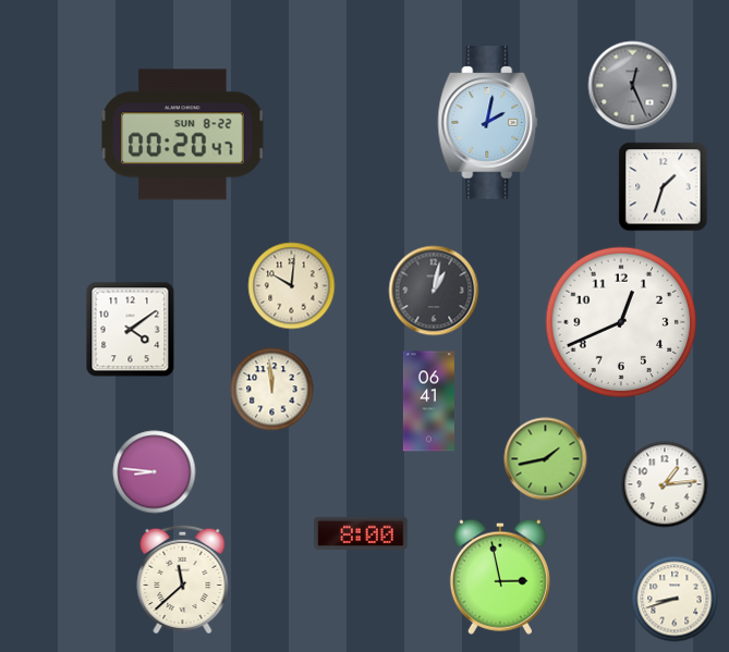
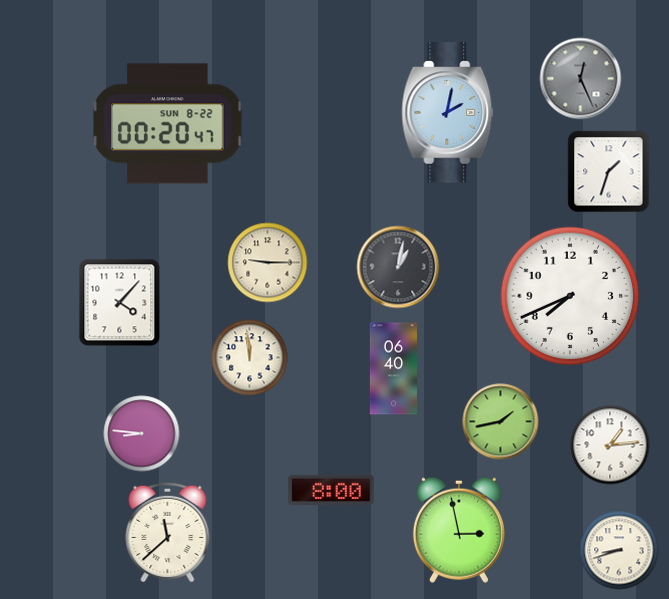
clock at (292, 286): 10:01 -> 9:15
clock at (621, 322): 12:41 -> 7:41
clock at (131, 330): 4:09 -> 4:07
clock at (428, 402): 06:41 -> 06:40
